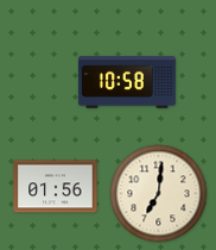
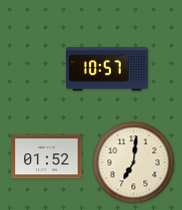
clock at (127, 82): 10:58 -> 10:57
clock at (56, 187): 01:56 -> 01:52
